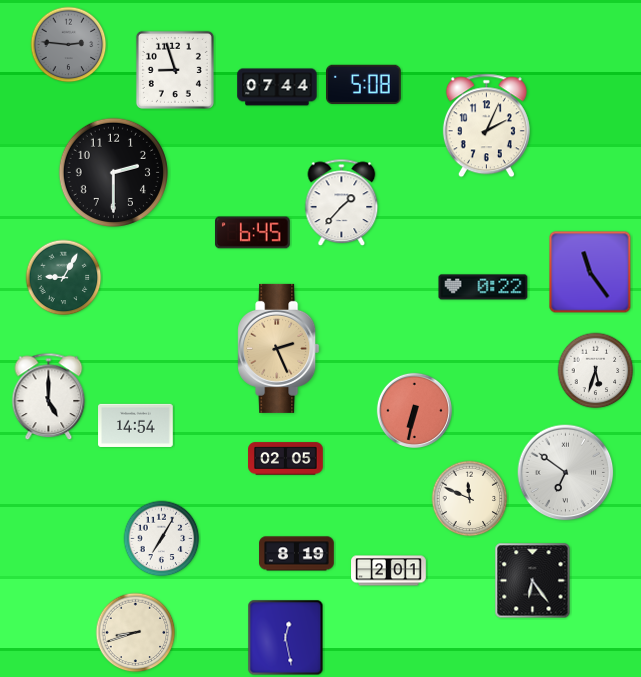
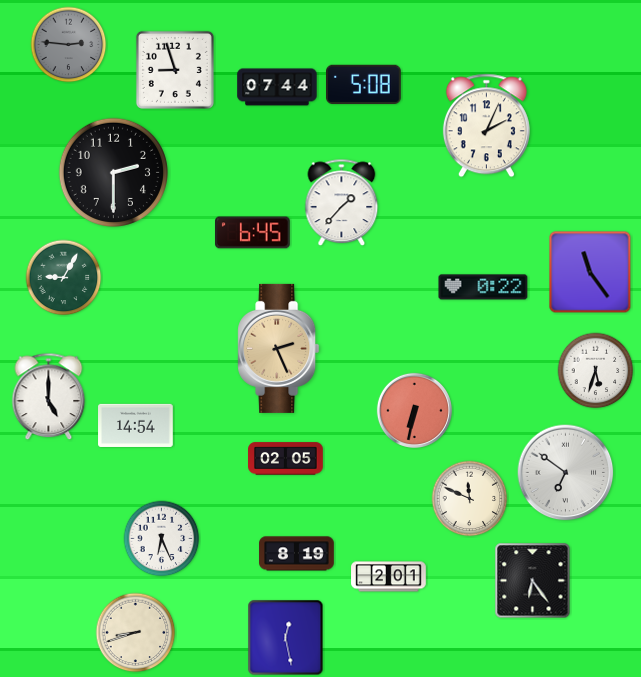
clock at (162, 539): 7:05 -> 6:26
clock at (389, 571) position: (389, 571) -> (389, 577)
